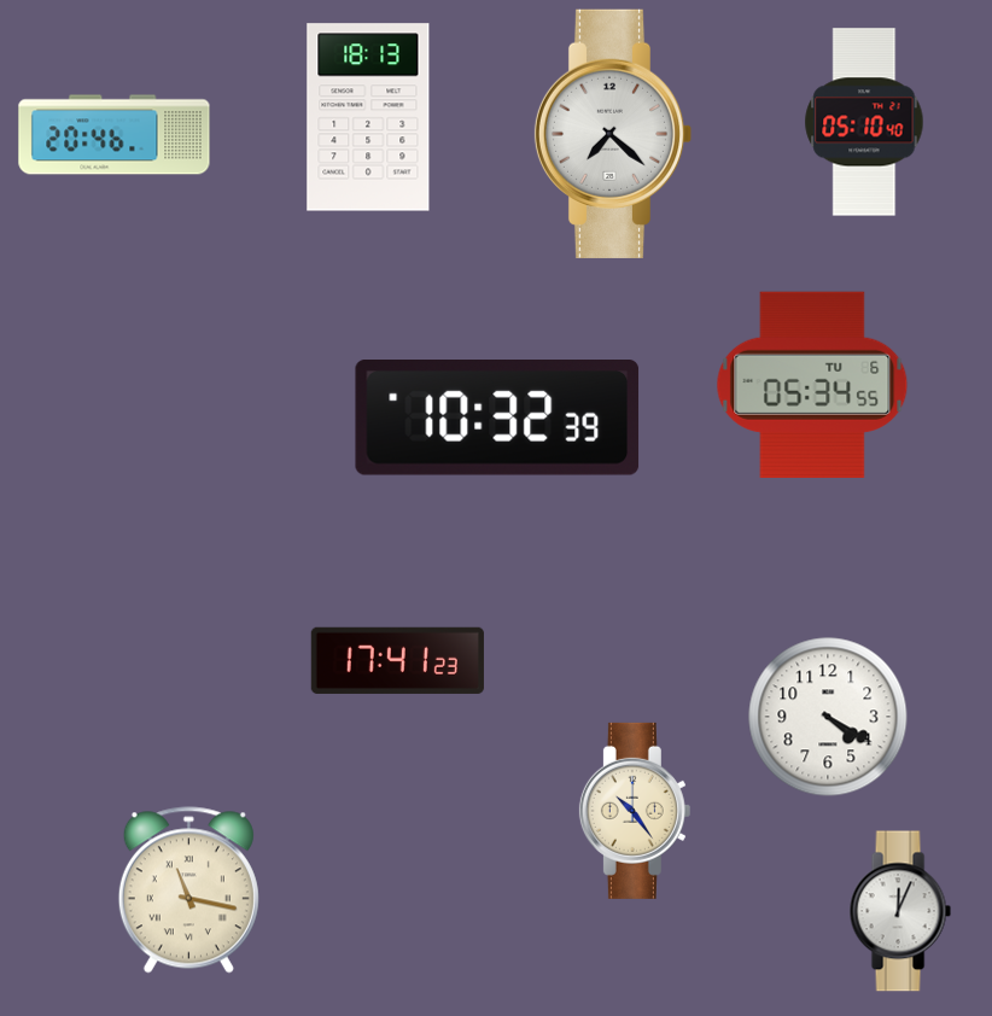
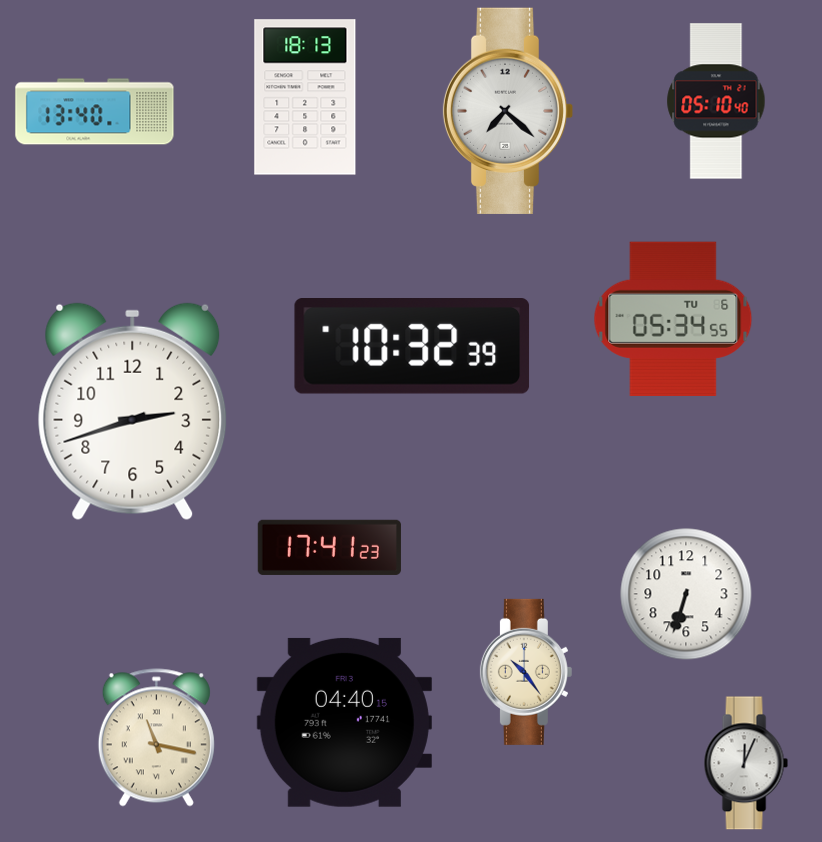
clock at (115, 135): 20:46 -> 13:40
clock at (133, 412): none -> 2:42
clock at (828, 717): 4:20 -> 6:33
clock at (344, 722): none -> 04:40
clock at (900, 911) position: (900, 911) -> (746, 763)
